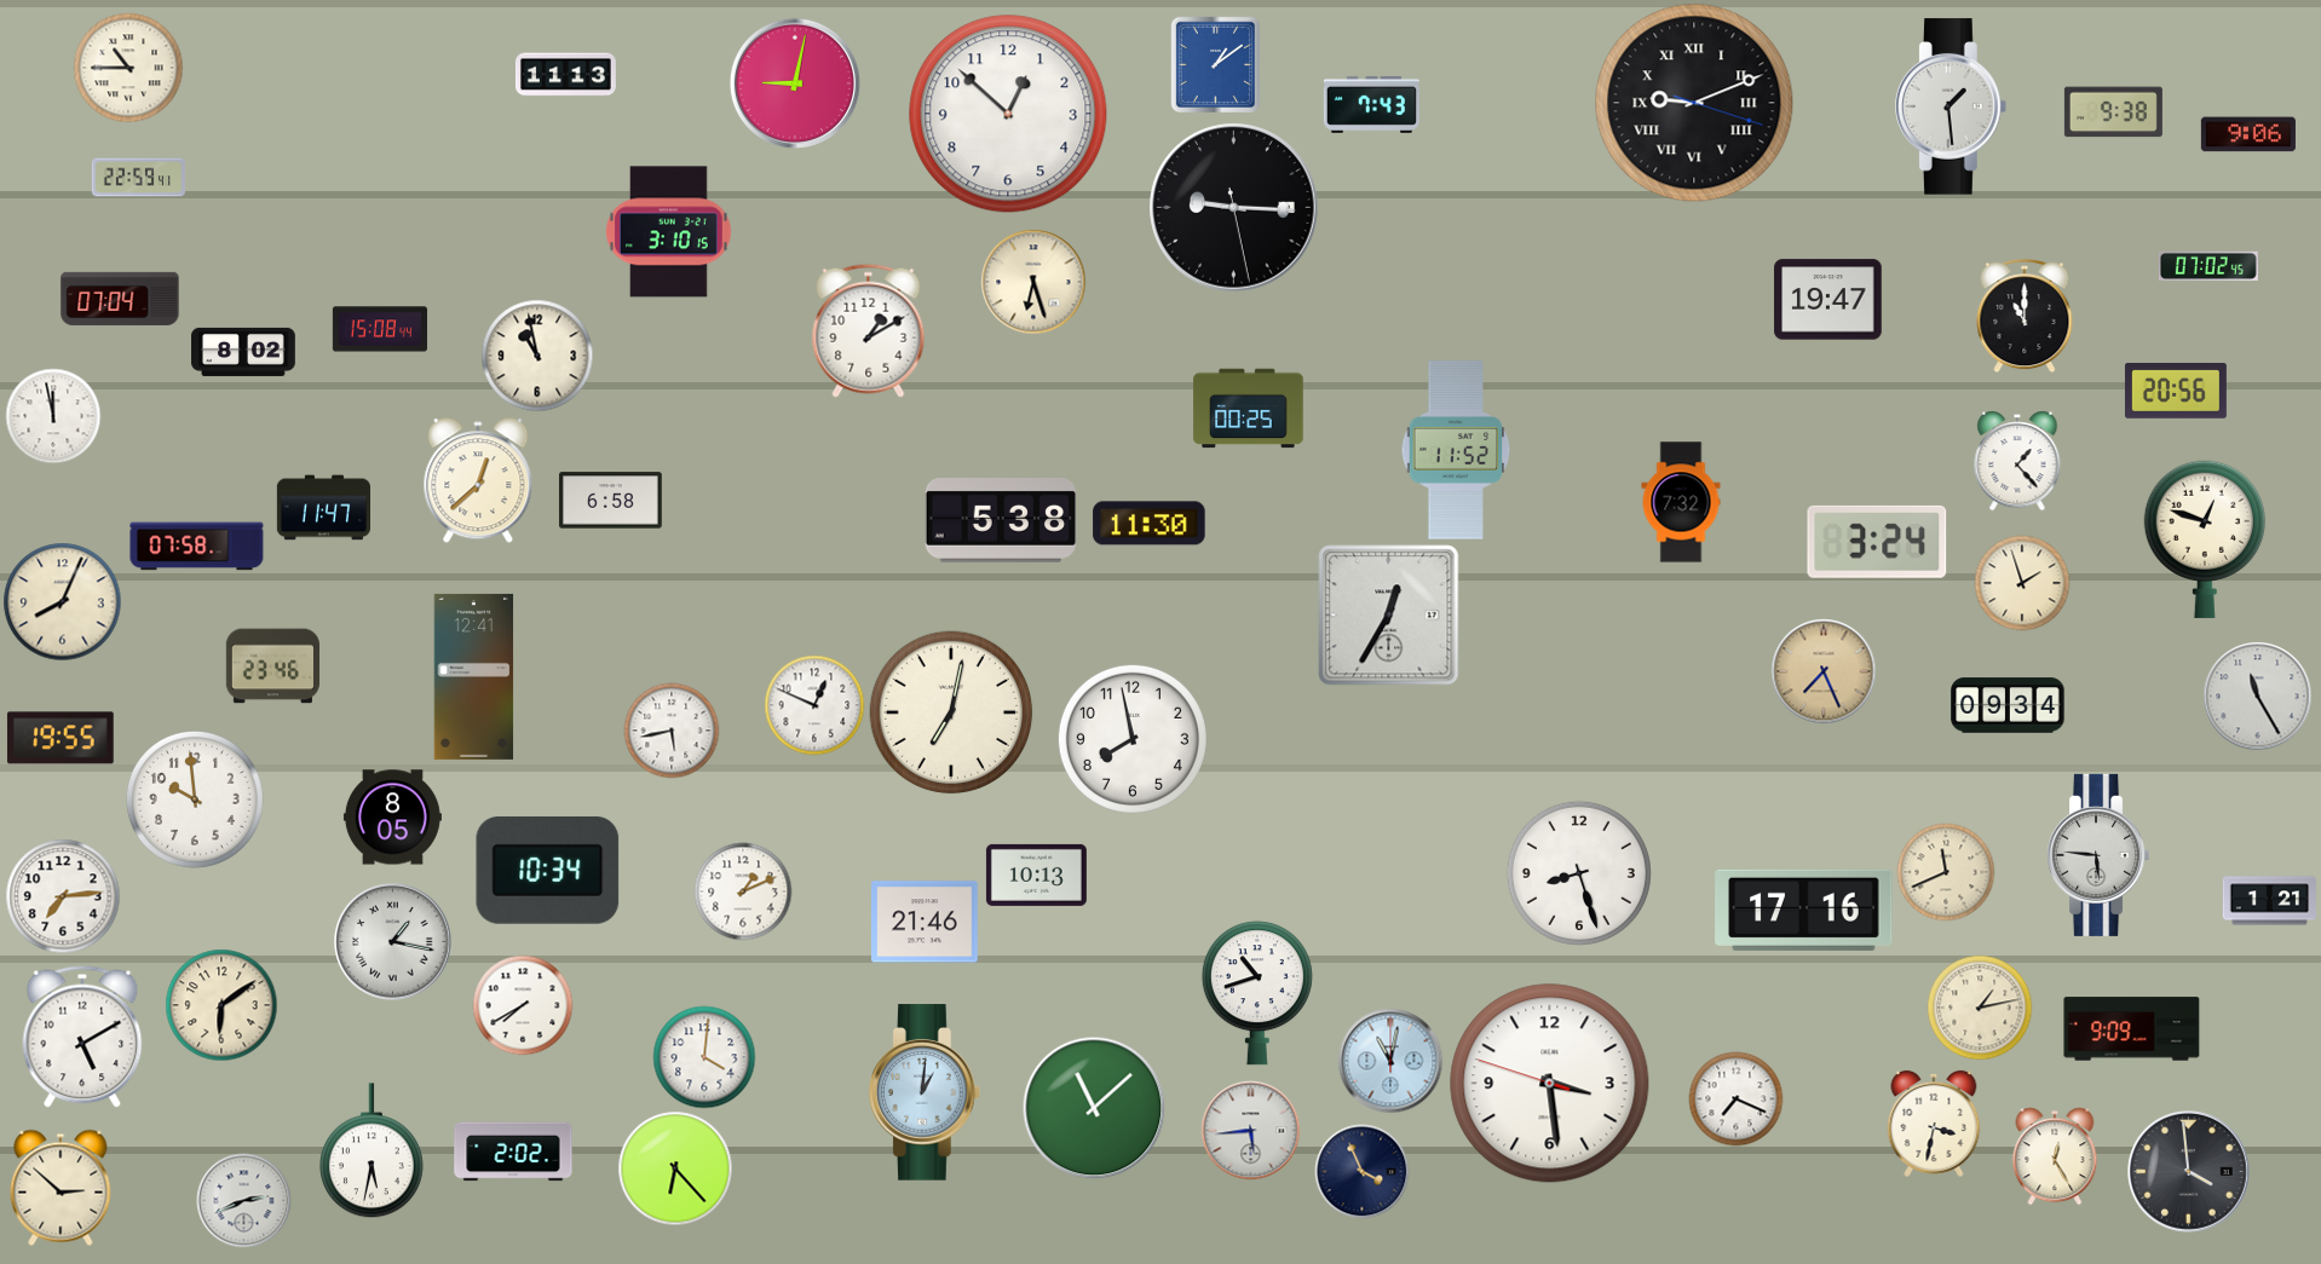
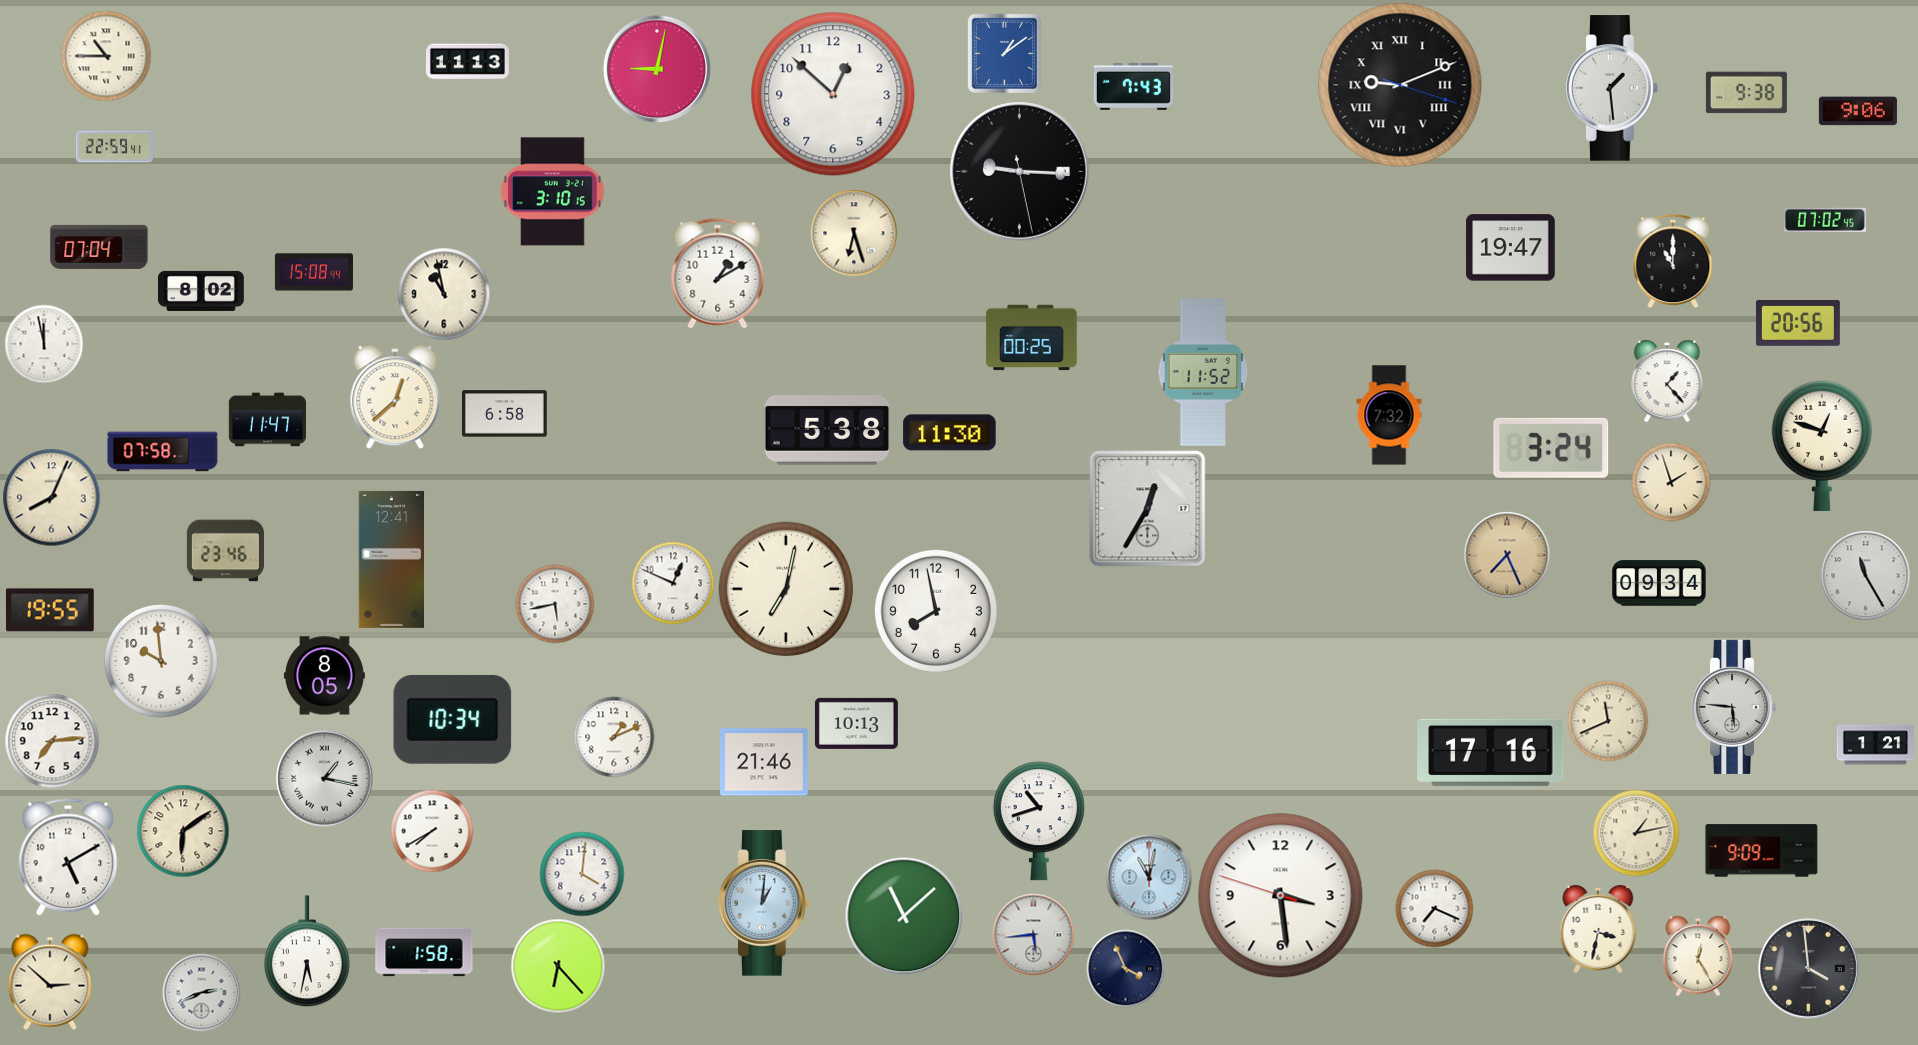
clock at (1579, 873): 8:27 -> none
clock at (513, 1152): 2:02 -> 1:58
